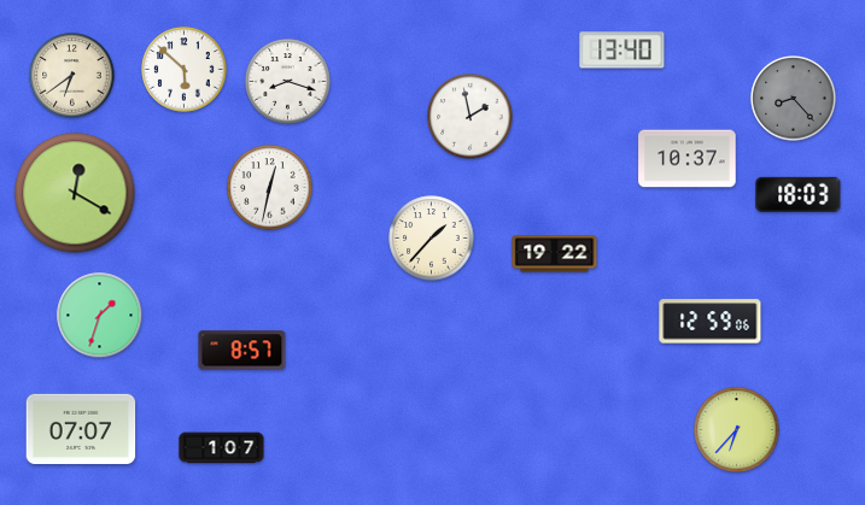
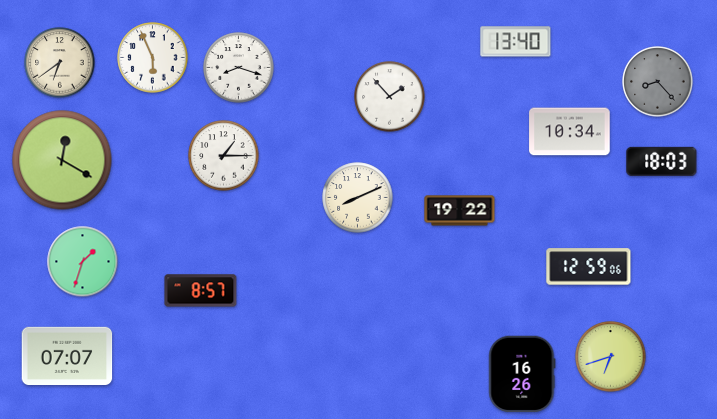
clock at (185, 70): 5:52 -> 5:56
clock at (471, 117): 1:58 -> 1:53
clock at (688, 159): 10:37 -> 10:34
clock at (270, 188): 12:32 -> 1:15
clock at (432, 239): 1:37 -> 8:11
clock at (737, 430): 6:37 -> 6:42
clock at (222, 448): 1:07 -> none
clock at (522, 374): none -> 16:26
